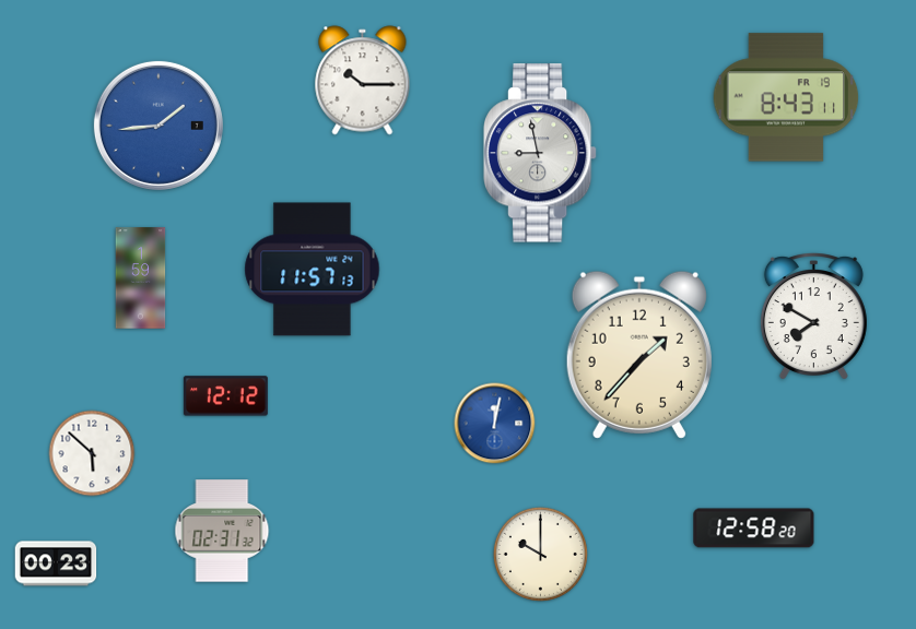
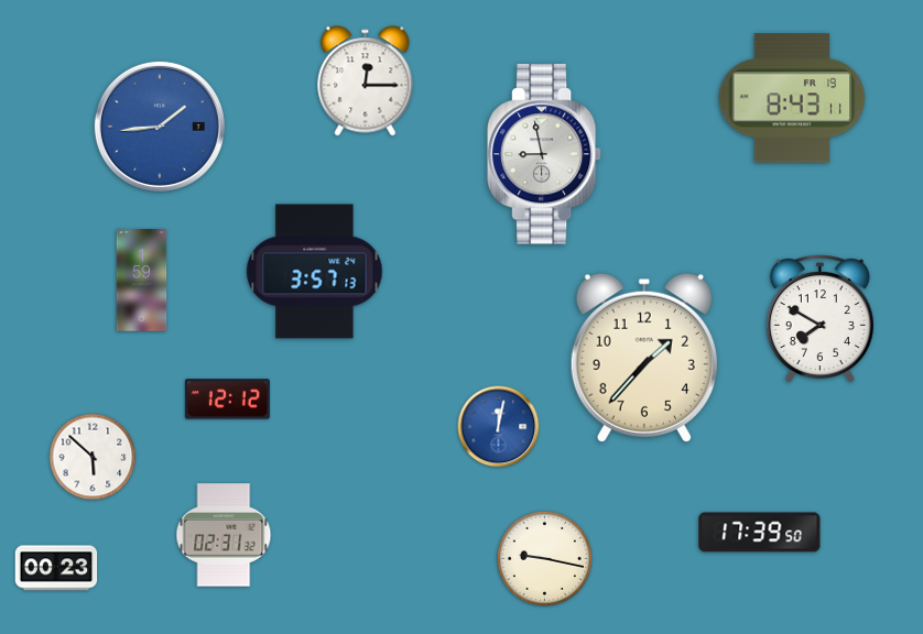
clock at (363, 81): 10:15 -> 12:15
clock at (313, 270): 11:57 -> 3:57
clock at (754, 529): 12:58 -> 17:39
clock at (540, 554): 10:00 -> 9:17
